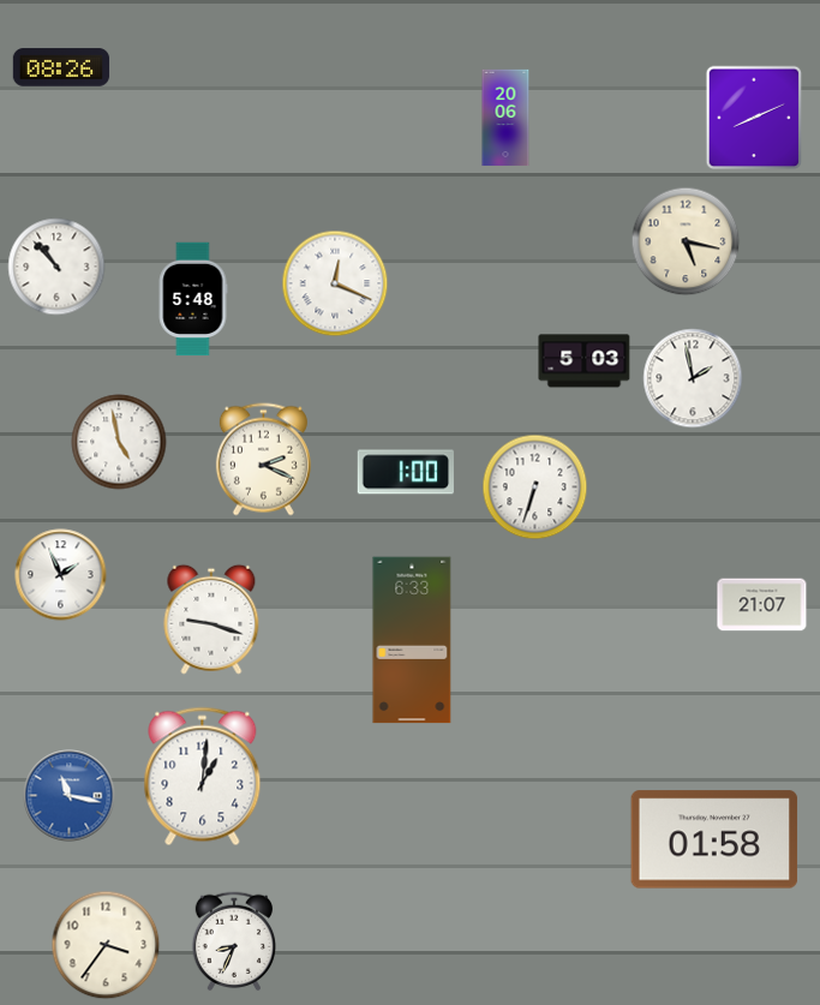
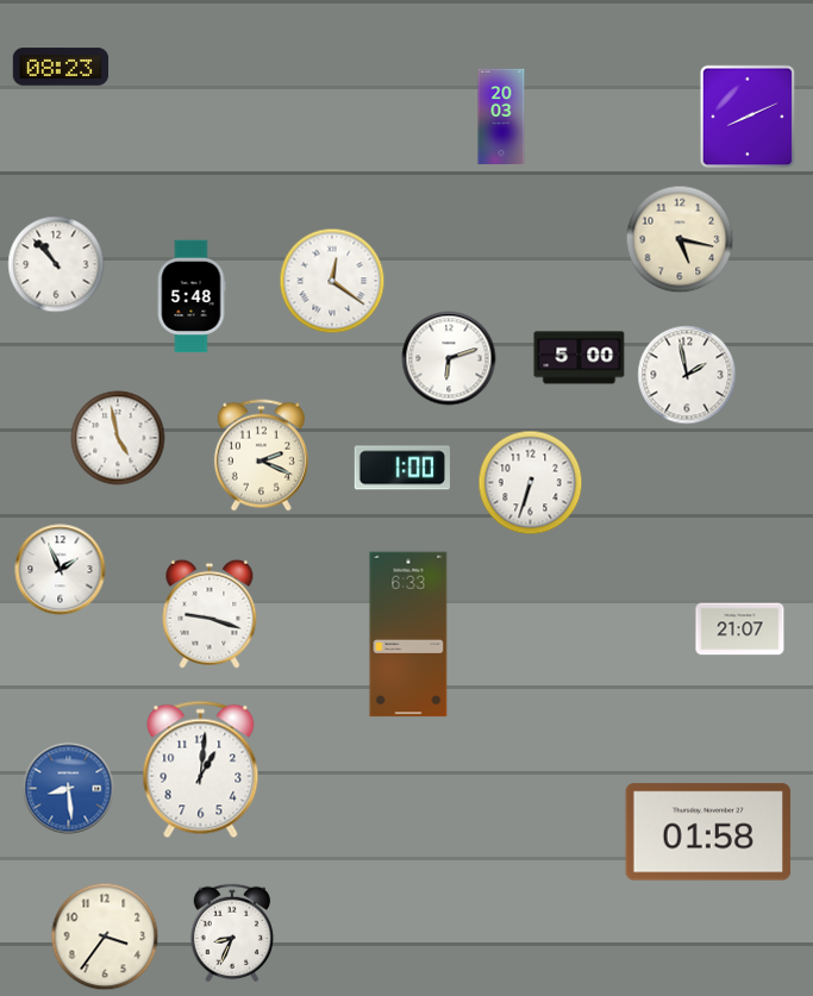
clock at (61, 67): 08:26 -> 08:23
clock at (505, 118): 20:06 -> 20:03
clock at (335, 283): 12:19 -> 12:21
clock at (449, 358): none -> 6:12
clock at (585, 361): 5:03 -> 5:00
clock at (762, 605) position: (762, 605) -> (740, 629)
clock at (70, 796): 11:17 -> 8:29
